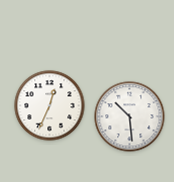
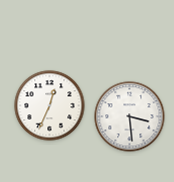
clock at (130, 117): 10:29 -> 3:29
